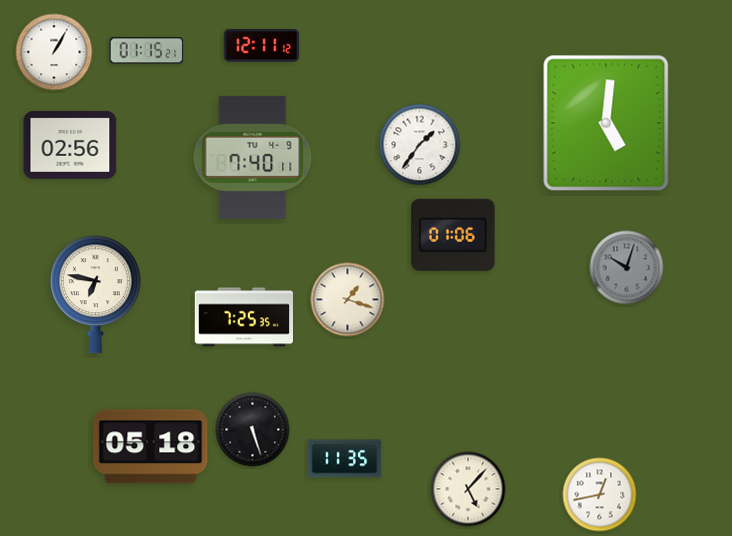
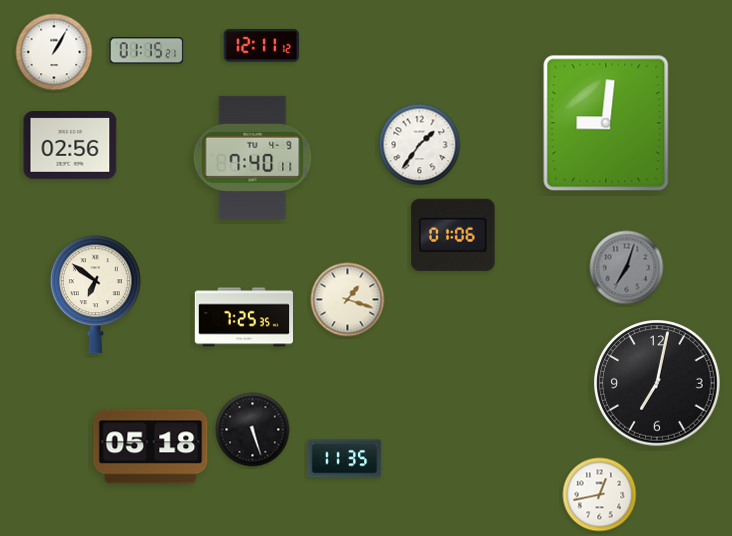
clock at (606, 123): 5:01 -> 9:01
clock at (627, 268): 10:03 -> 7:03
clock at (95, 295): 6:47 -> 6:51
clock at (657, 383): none -> 7:02
clock at (468, 489): 5:07 -> none
